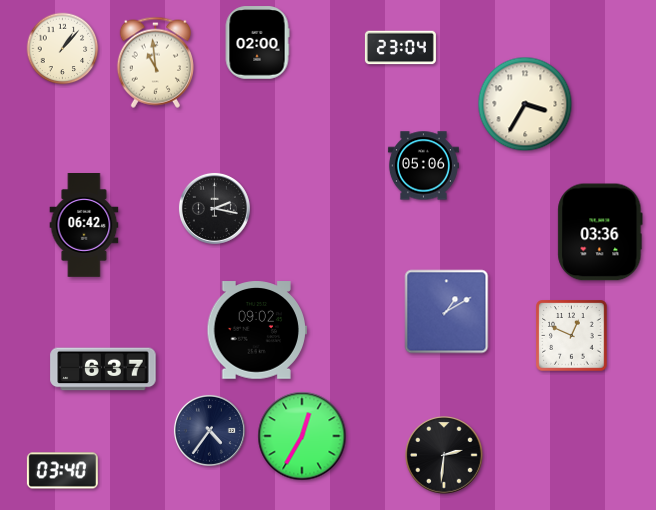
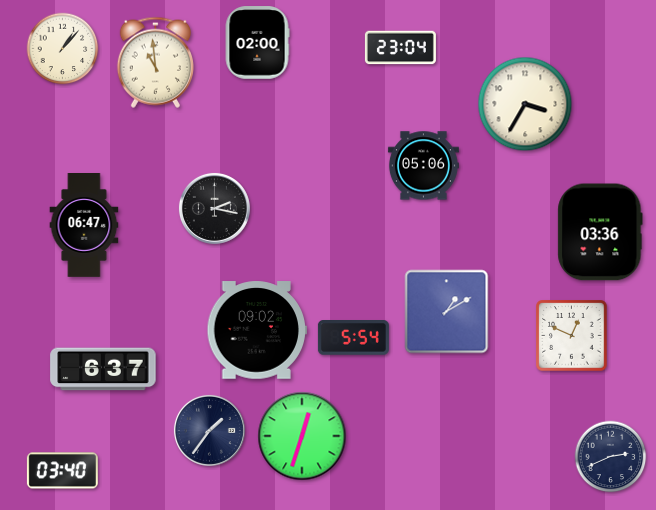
clock at (84, 226): 06:42 -> 06:47
clock at (353, 338): none -> 5:54
clock at (209, 430): 4:36 -> 1:36
clock at (302, 436): 12:35 -> 12:33
clock at (444, 455): 2:31 -> none
clock at (611, 457): none -> 2:41
